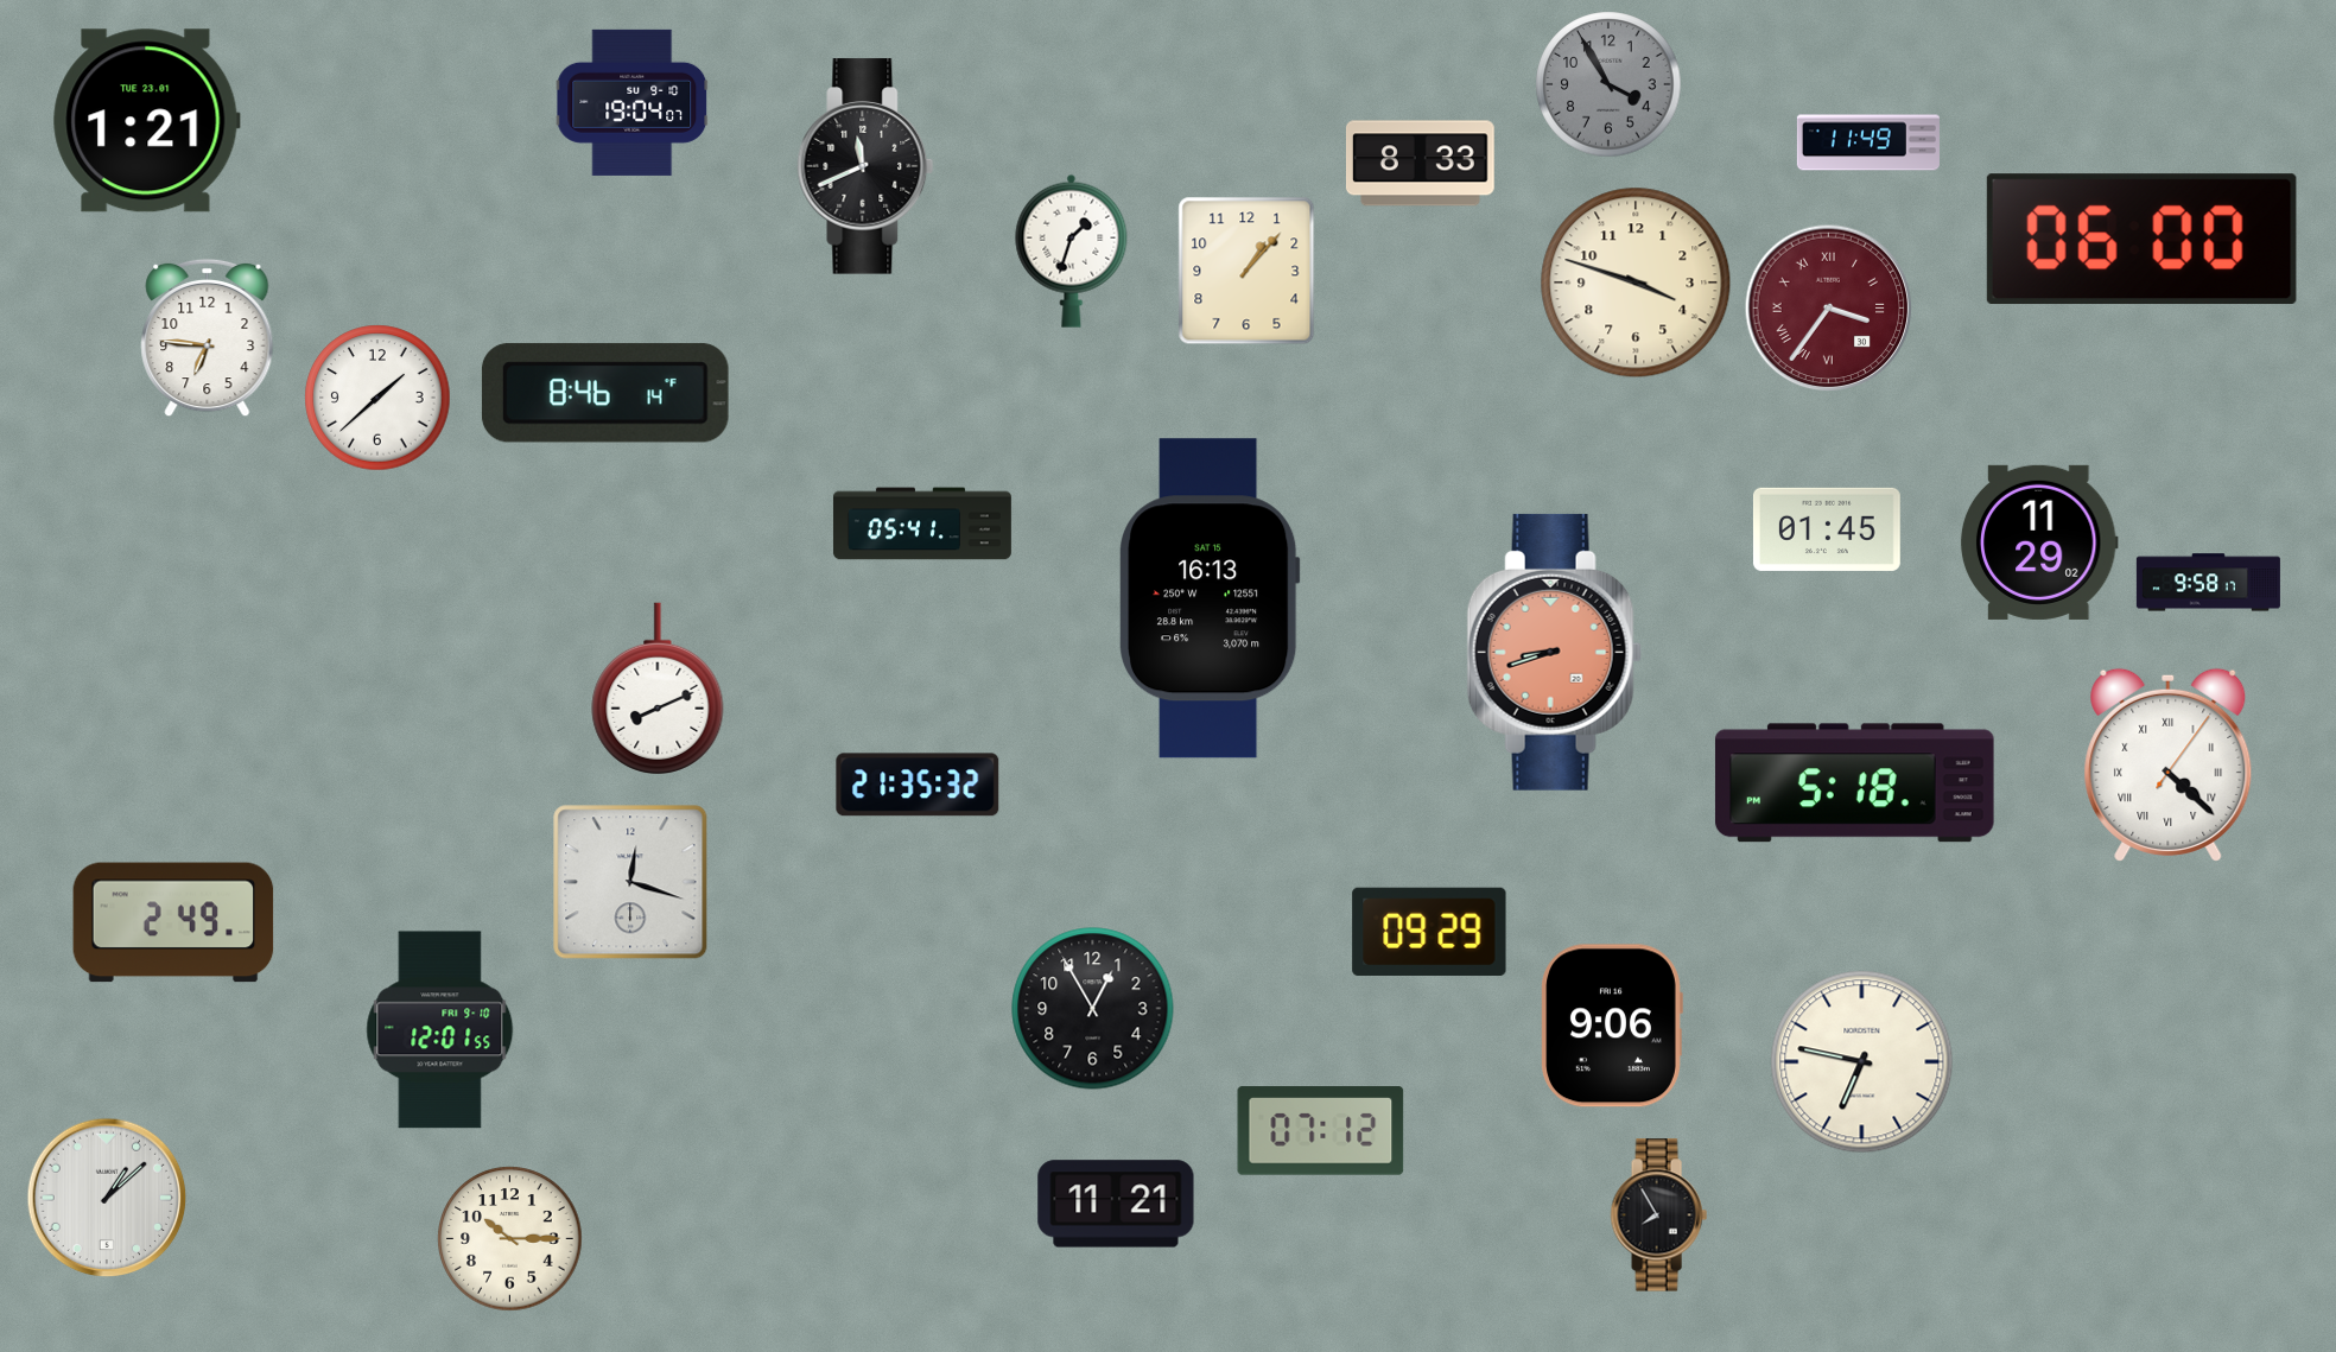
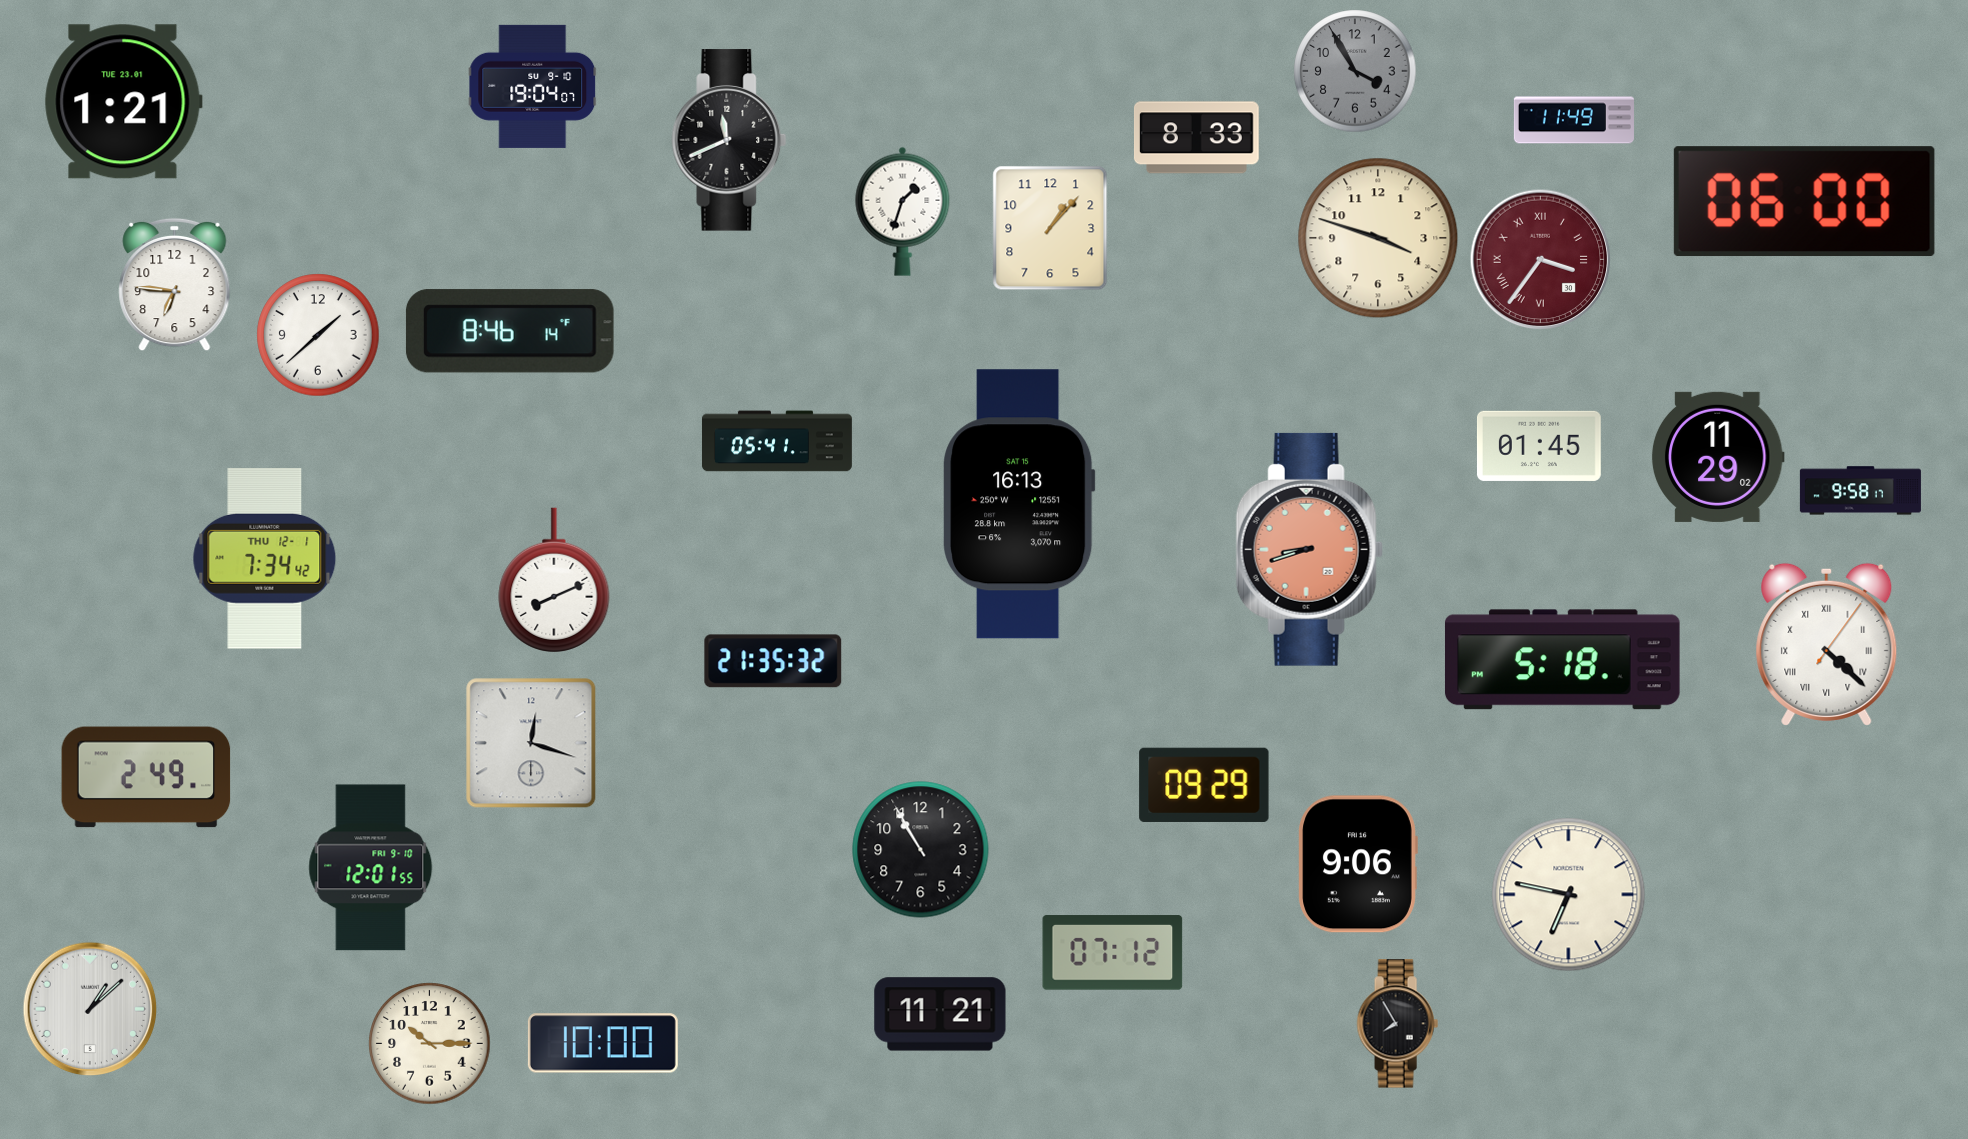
clock at (265, 559): none -> 7:34
clock at (1093, 1009): 12:55 -> 10:55
clock at (603, 1043): none -> 10:00
